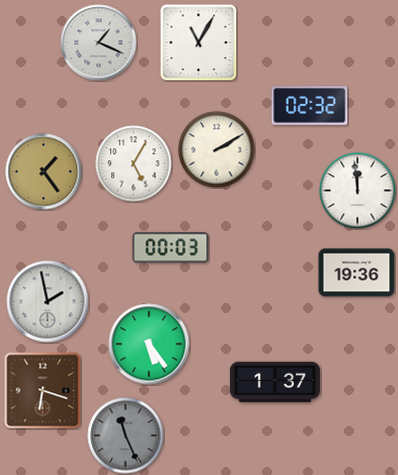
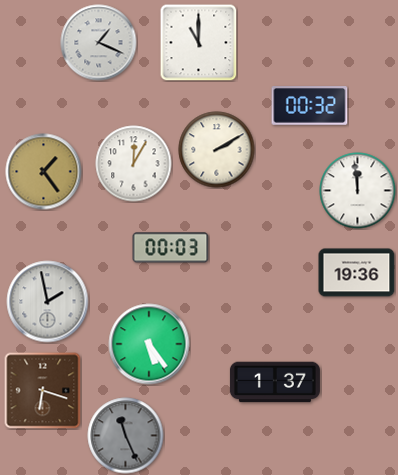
clock at (198, 42): 11:05 -> 11:00
clock at (310, 106): 02:32 -> 00:32
clock at (134, 164): 5:05 -> 12:05
